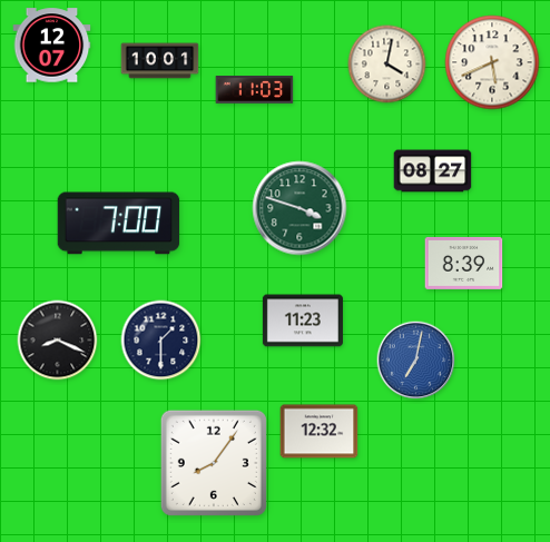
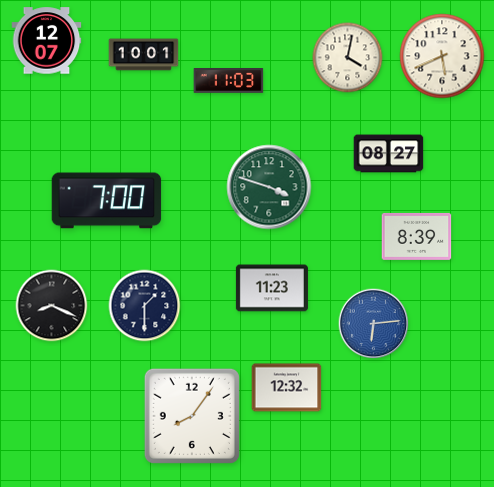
clock at (416, 361): 7:02 -> 6:14
